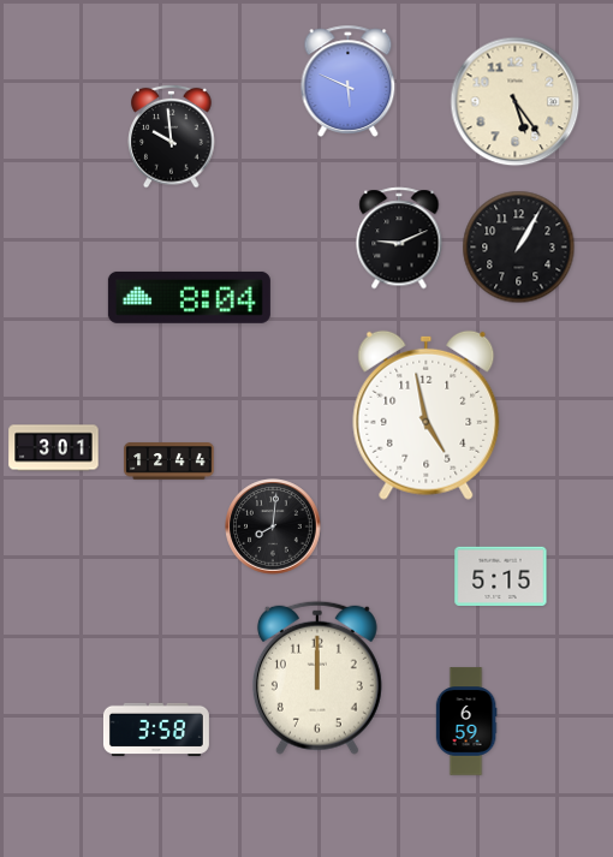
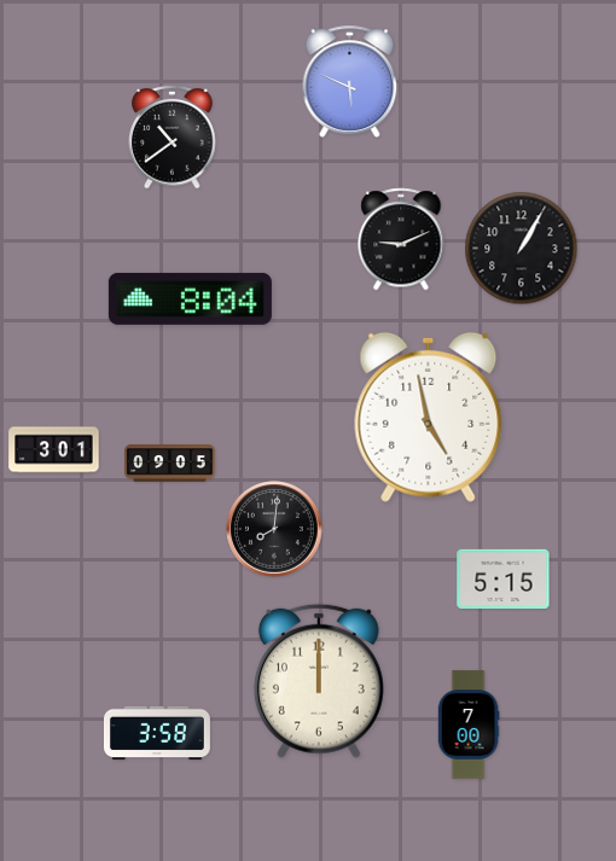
clock at (516, 102): 5:24 -> none
clock at (172, 136): 9:59 -> 10:39
clock at (169, 462): 12:44 -> 09:05
clock at (466, 721): 6:59 -> 7:00
